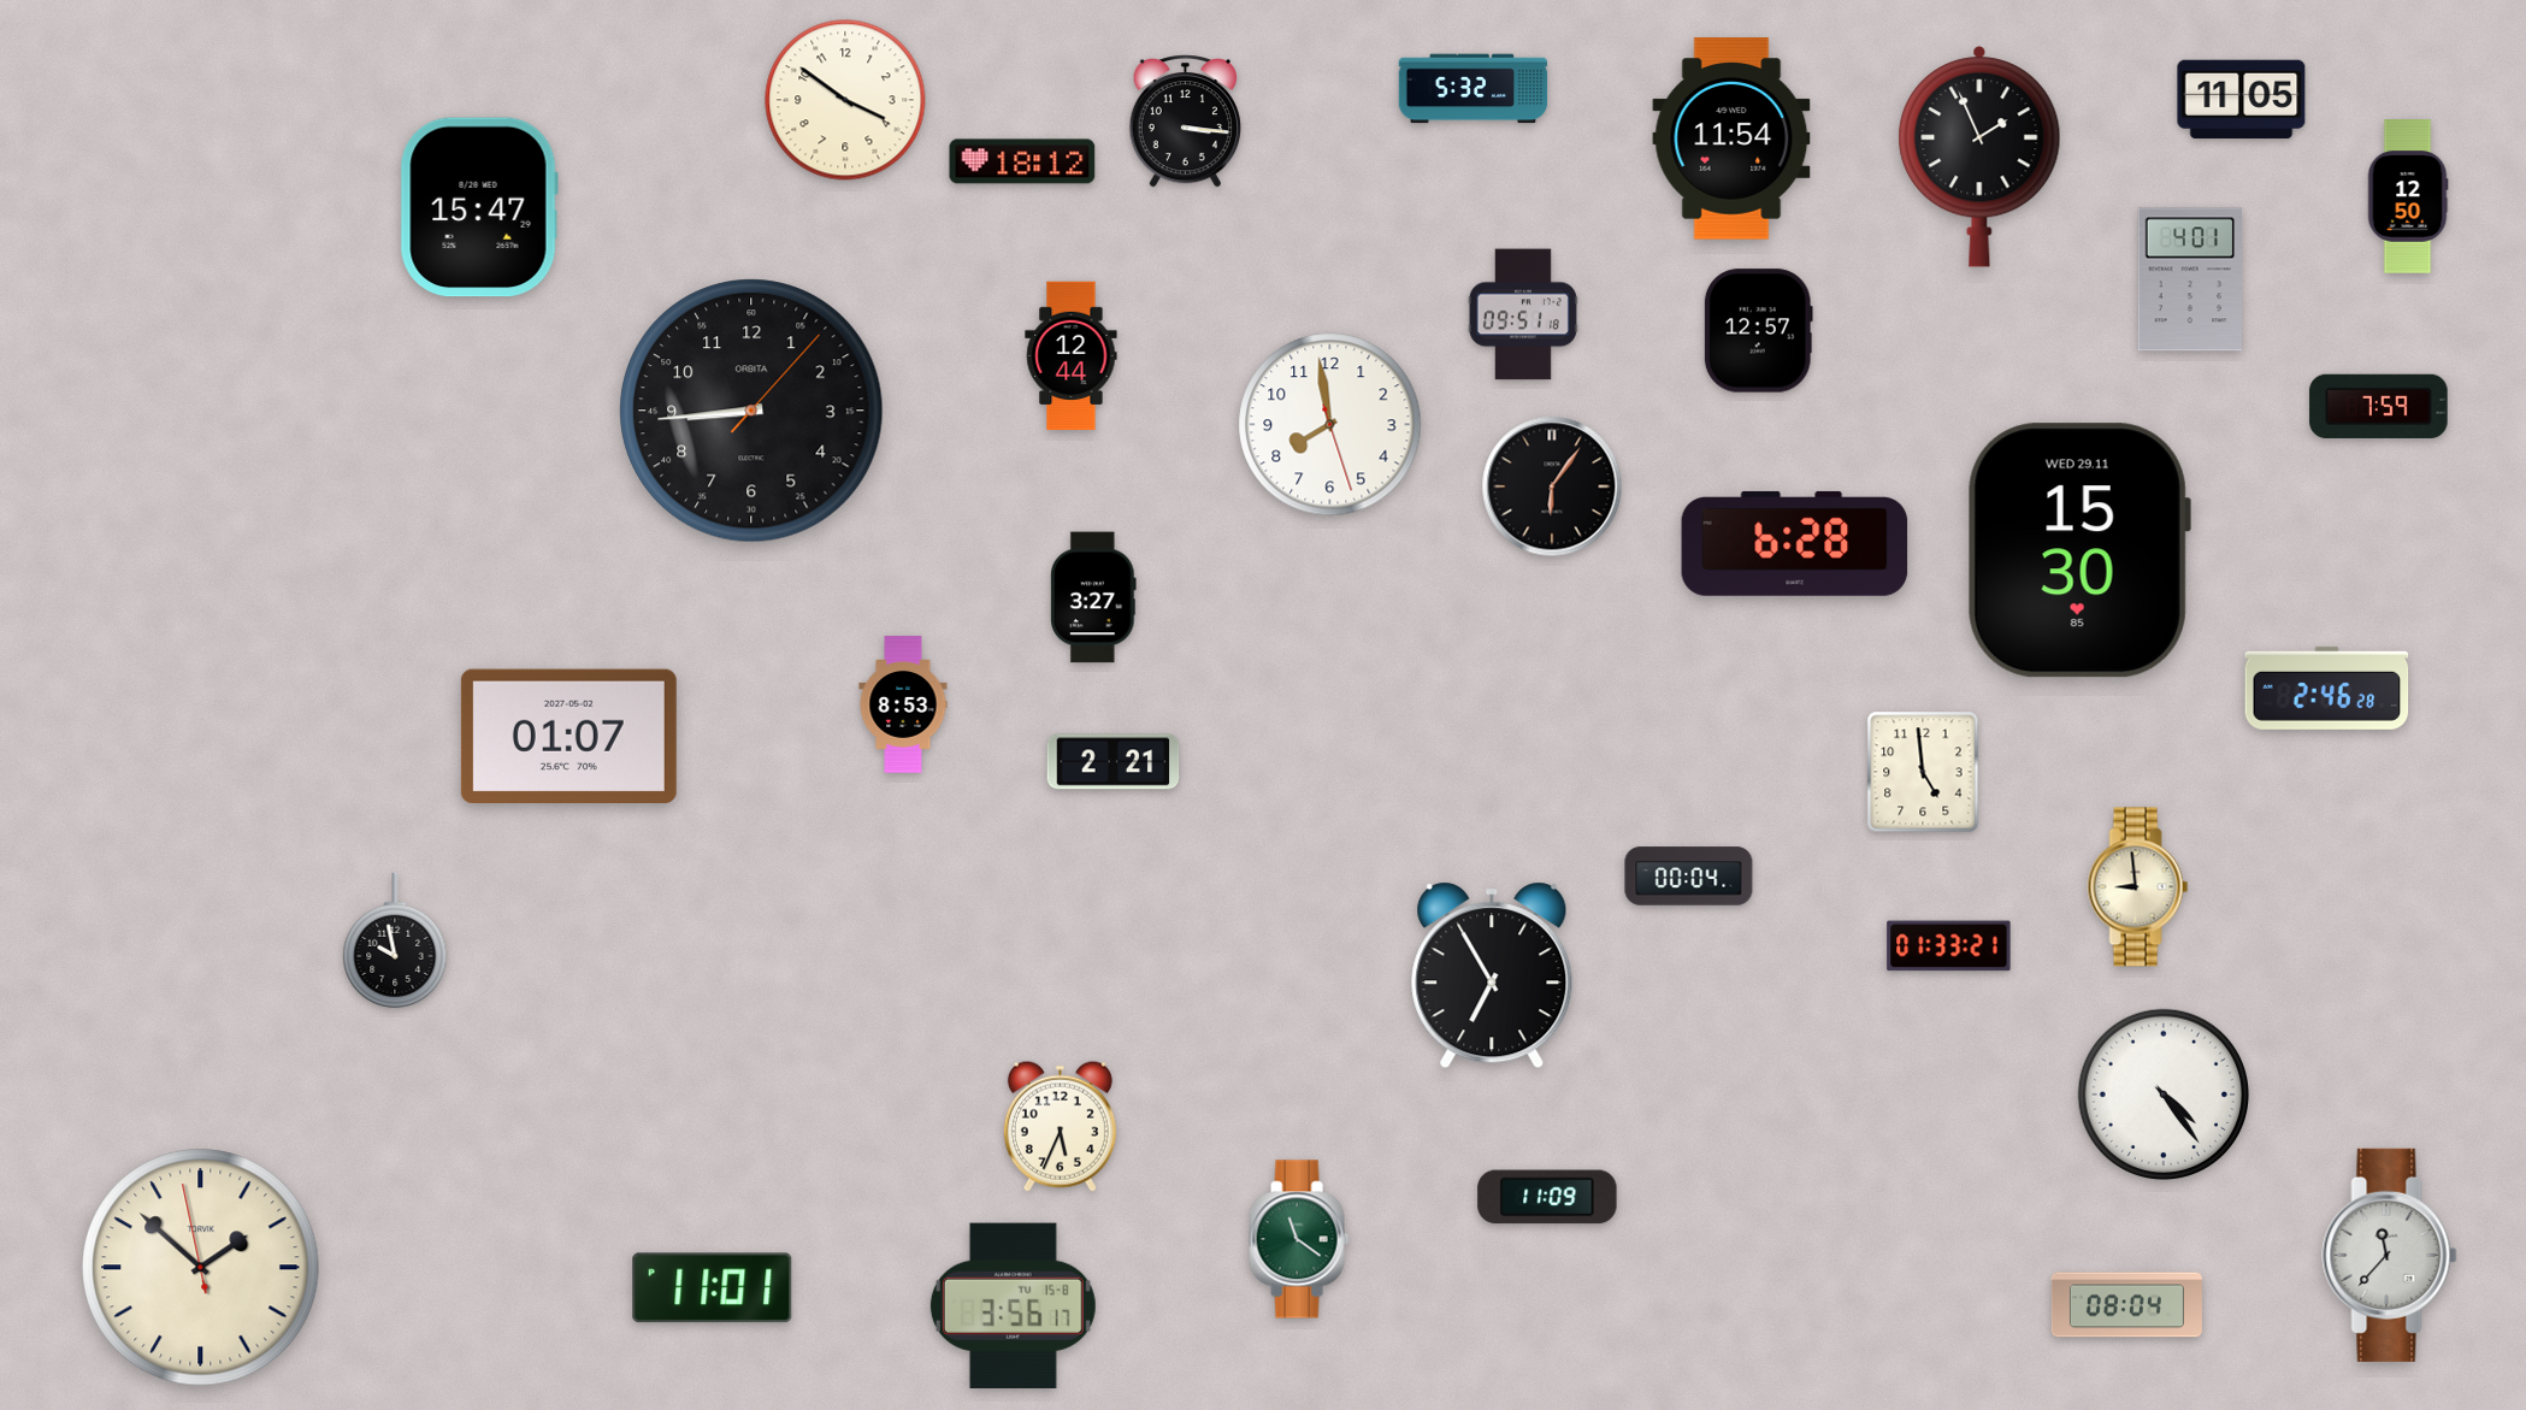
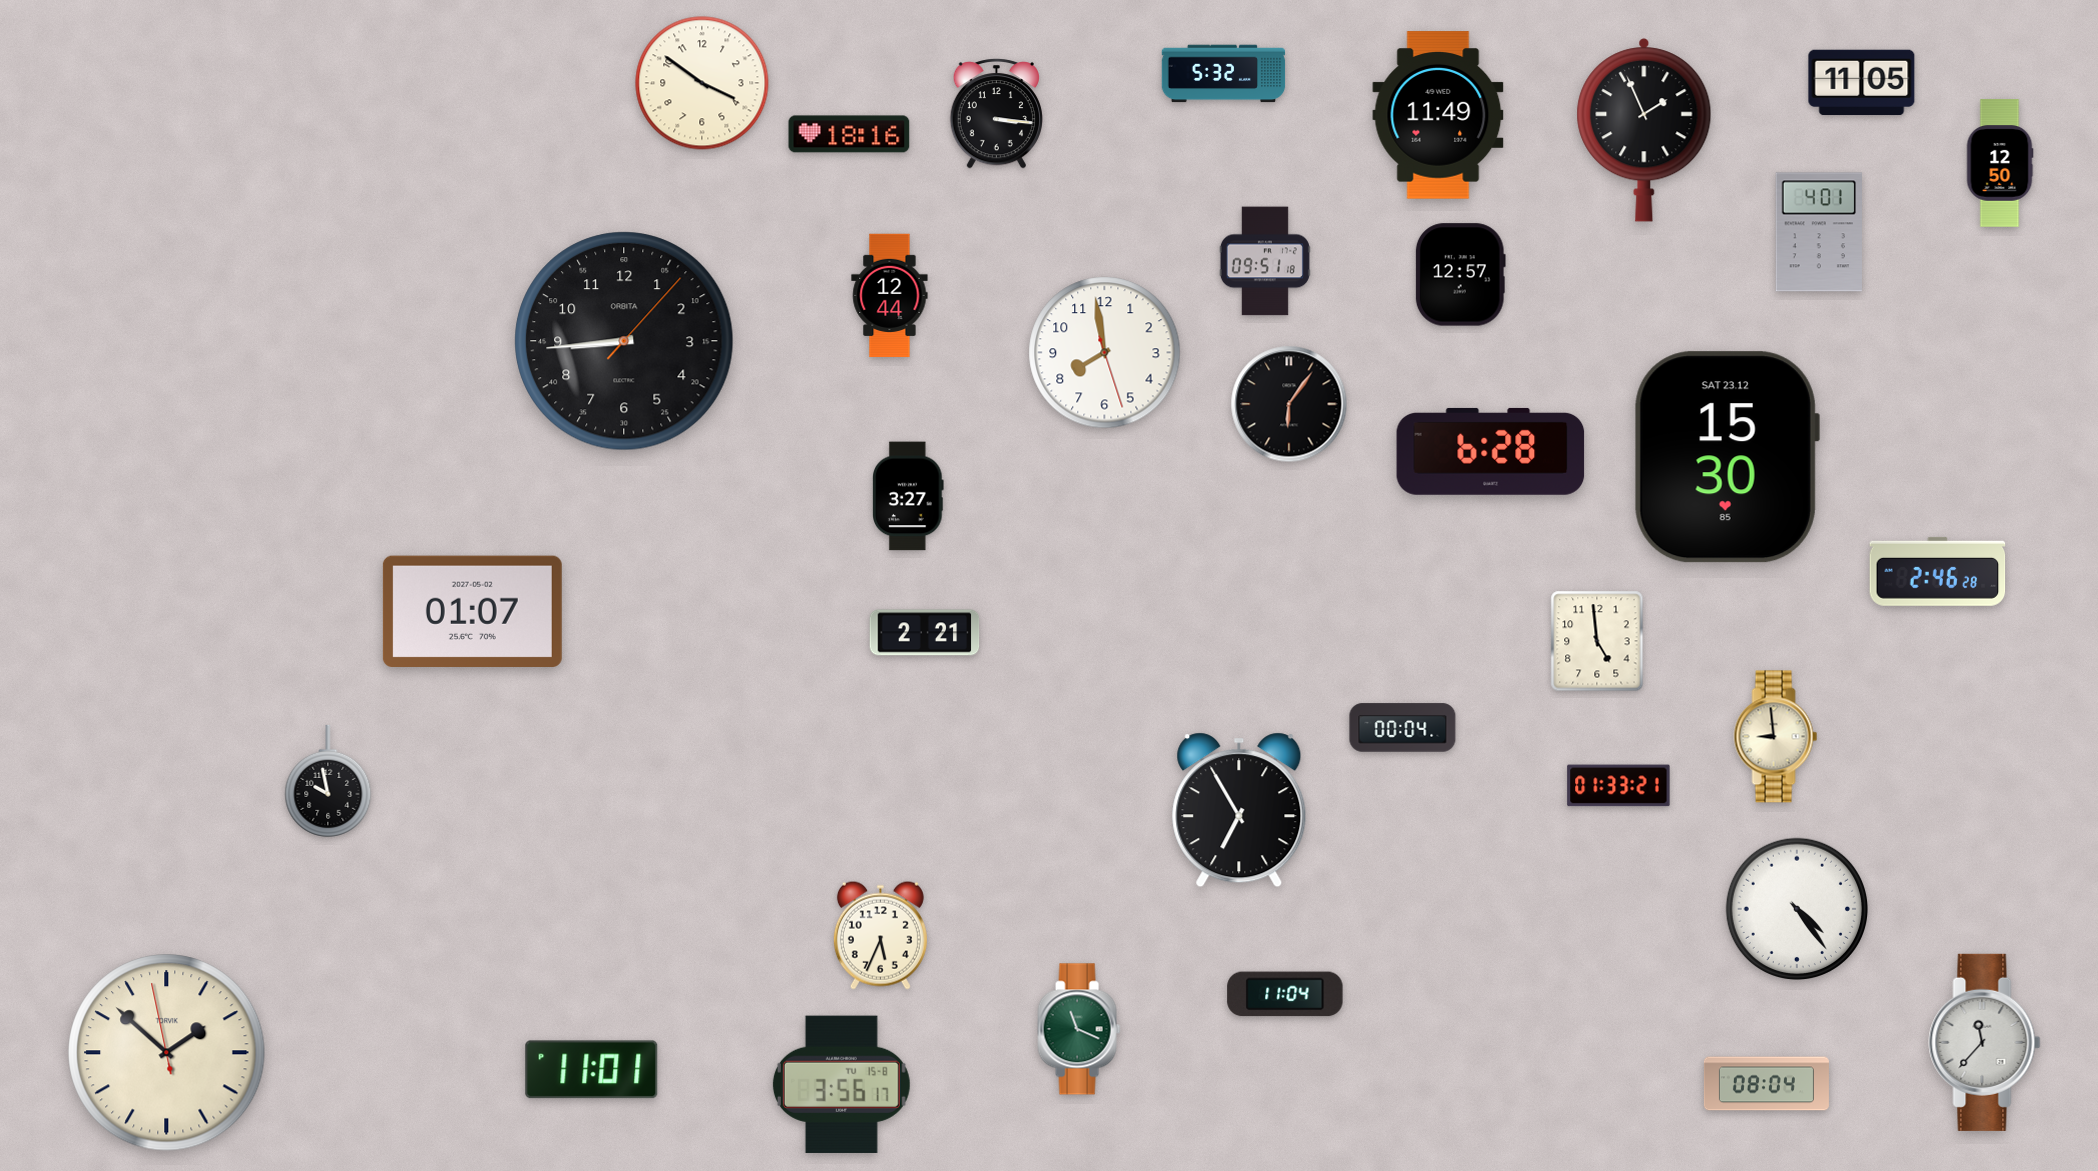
clock at (1185, 122) position: (1185, 122) -> (996, 114)
clock at (1731, 138): 11:54 -> 11:49
clock at (1022, 161): 18:12 -> 18:16
clock at (479, 207): 15:47 -> none
clock at (2379, 406): 7:59 -> none
clock at (2079, 550) date: WED 29.11 -> SAT 23.12
clock at (2327, 688) position: (2327, 688) -> (1938, 571)
clock at (903, 704): 8:53 -> none
clock at (1547, 1197): 11:09 -> 11:04
clock at (1299, 1239): 11:21 -> 11:19
